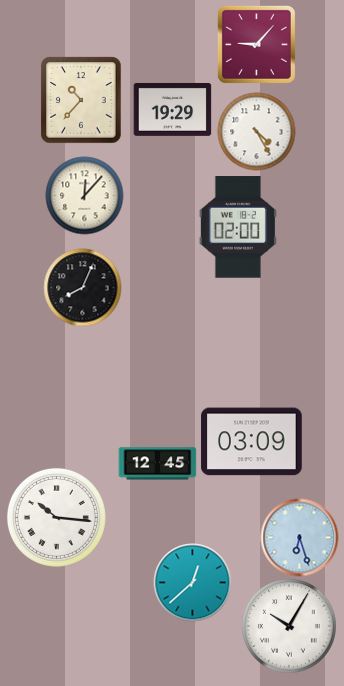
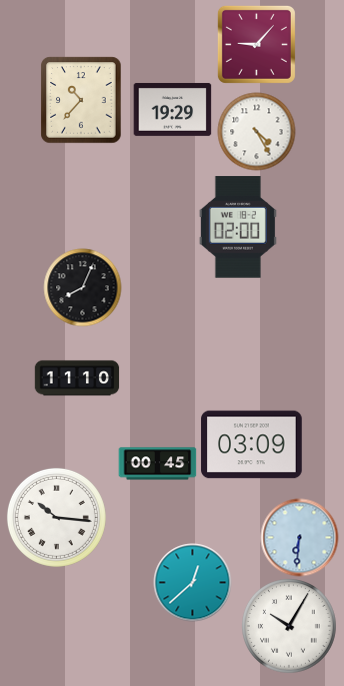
clock at (84, 195): 12:07 -> none
clock at (77, 378): none -> 11:10
clock at (252, 442) position: (252, 442) -> (252, 445)
clock at (157, 464): 12:45 -> 00:45
clock at (299, 537): 6:27 -> 6:31
